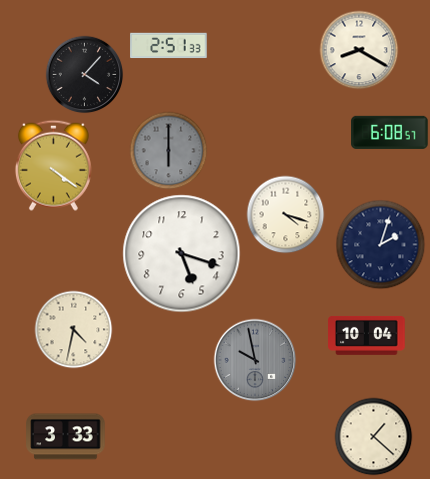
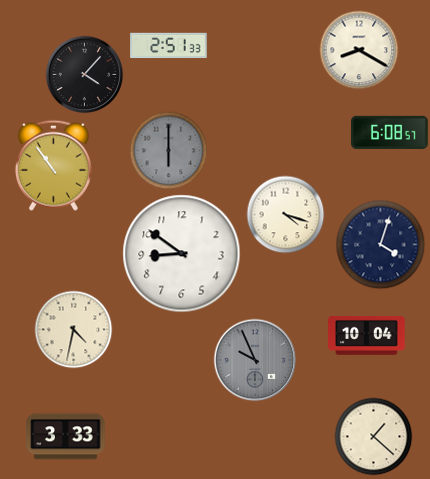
clock at (53, 165): 4:21 -> 10:54
clock at (380, 244): 2:03 -> 4:03
clock at (182, 254): 5:18 -> 8:51
clock at (255, 360): 9:58 -> 9:56
